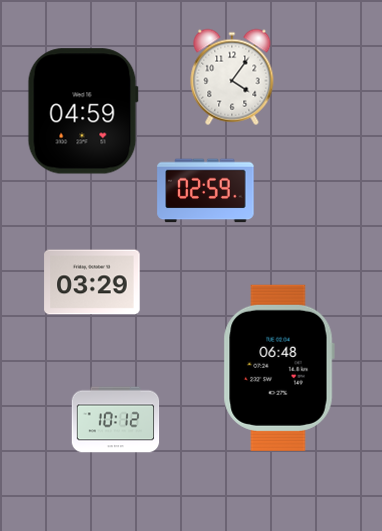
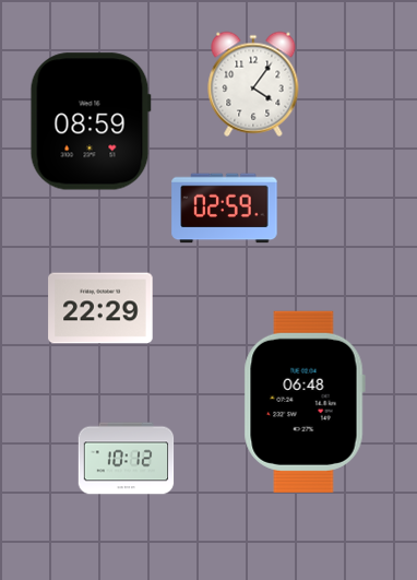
clock at (83, 111): 04:59 -> 08:59
clock at (92, 282): 03:29 -> 22:29
